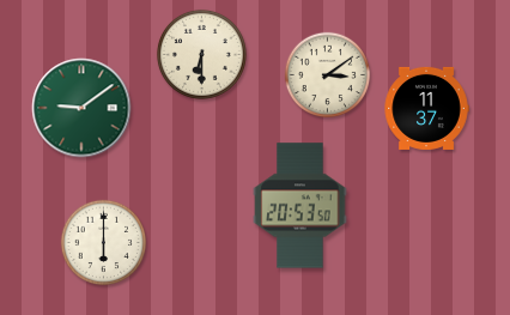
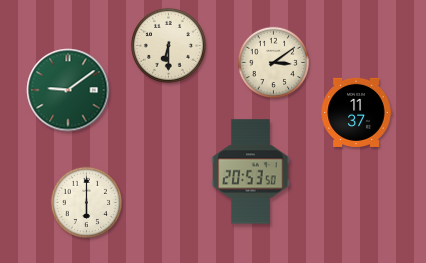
clock at (426, 108) position: (426, 108) -> (356, 112)
